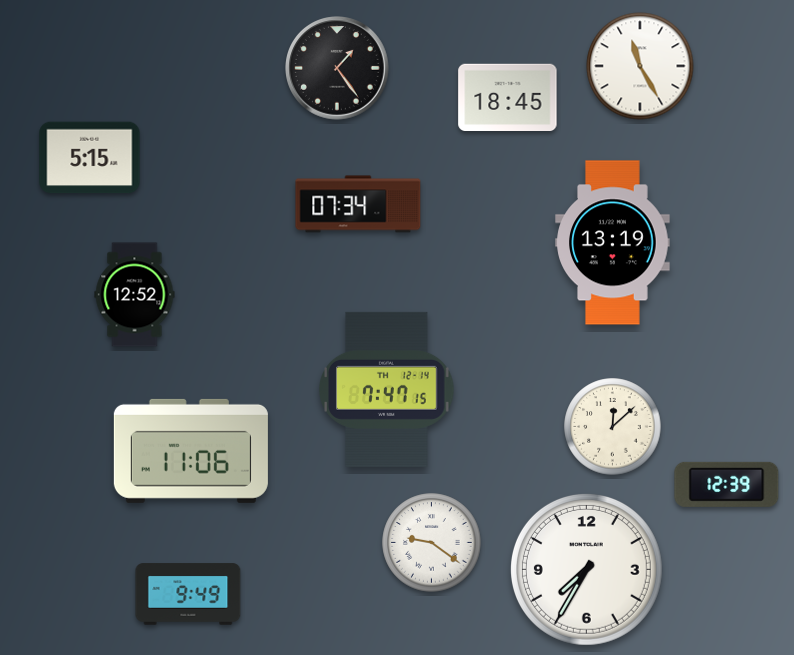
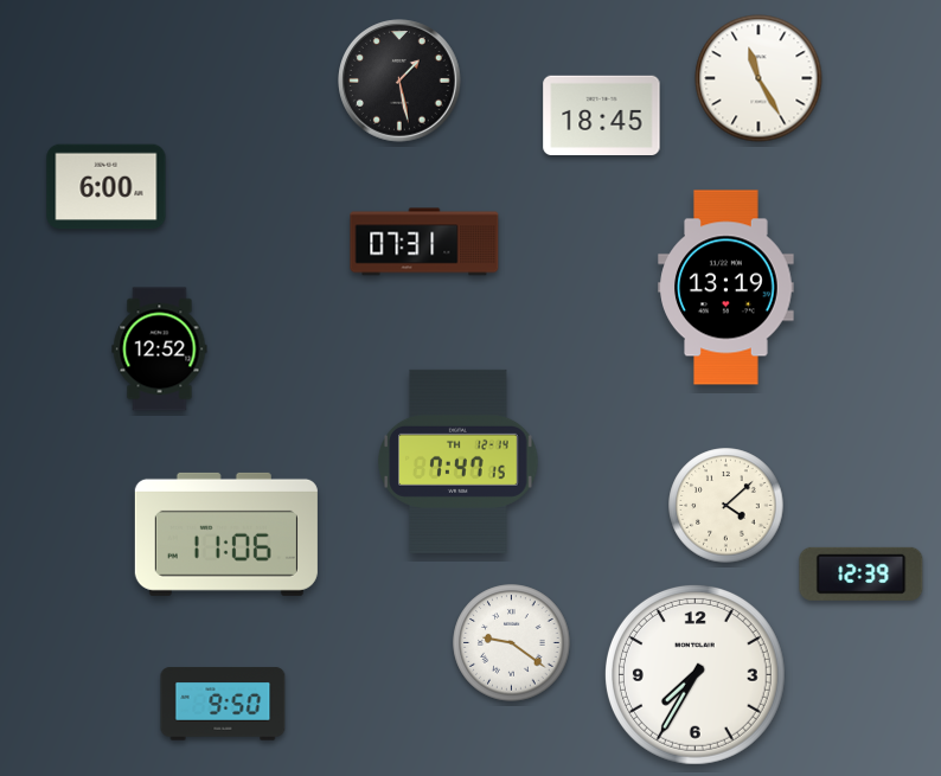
clock at (338, 69): 1:24 -> 1:28
clock at (90, 158): 5:15 -> 6:00
clock at (358, 204): 07:34 -> 07:31
clock at (613, 427): 12:08 -> 4:08
clock at (188, 594): 9:49 -> 9:50
